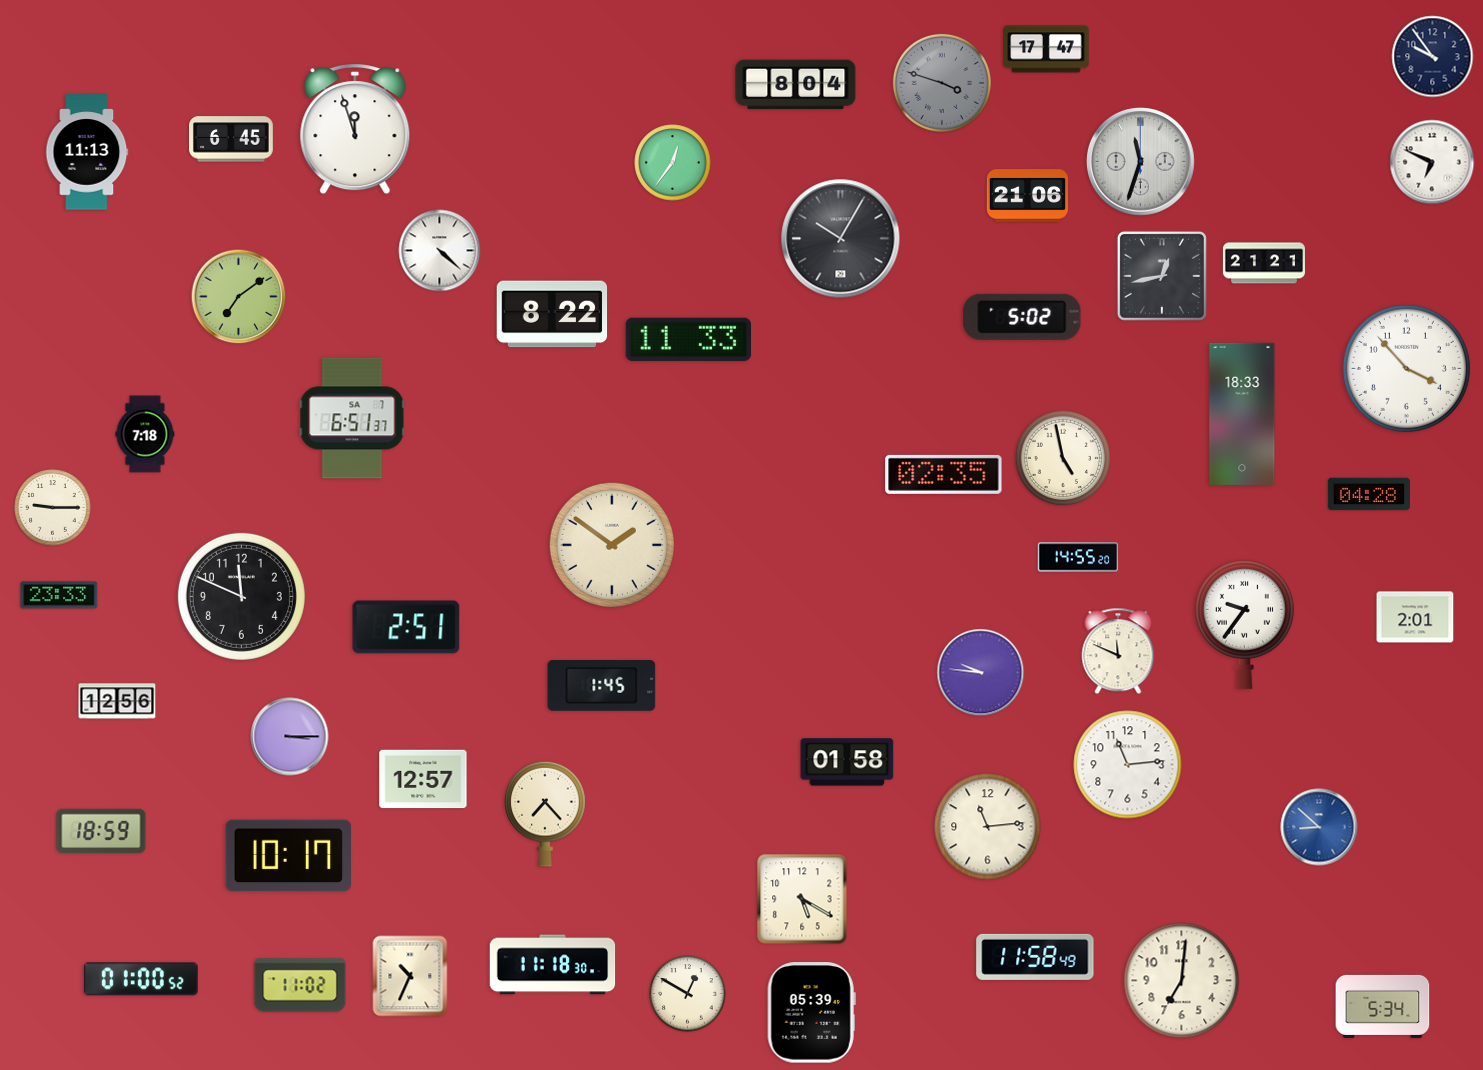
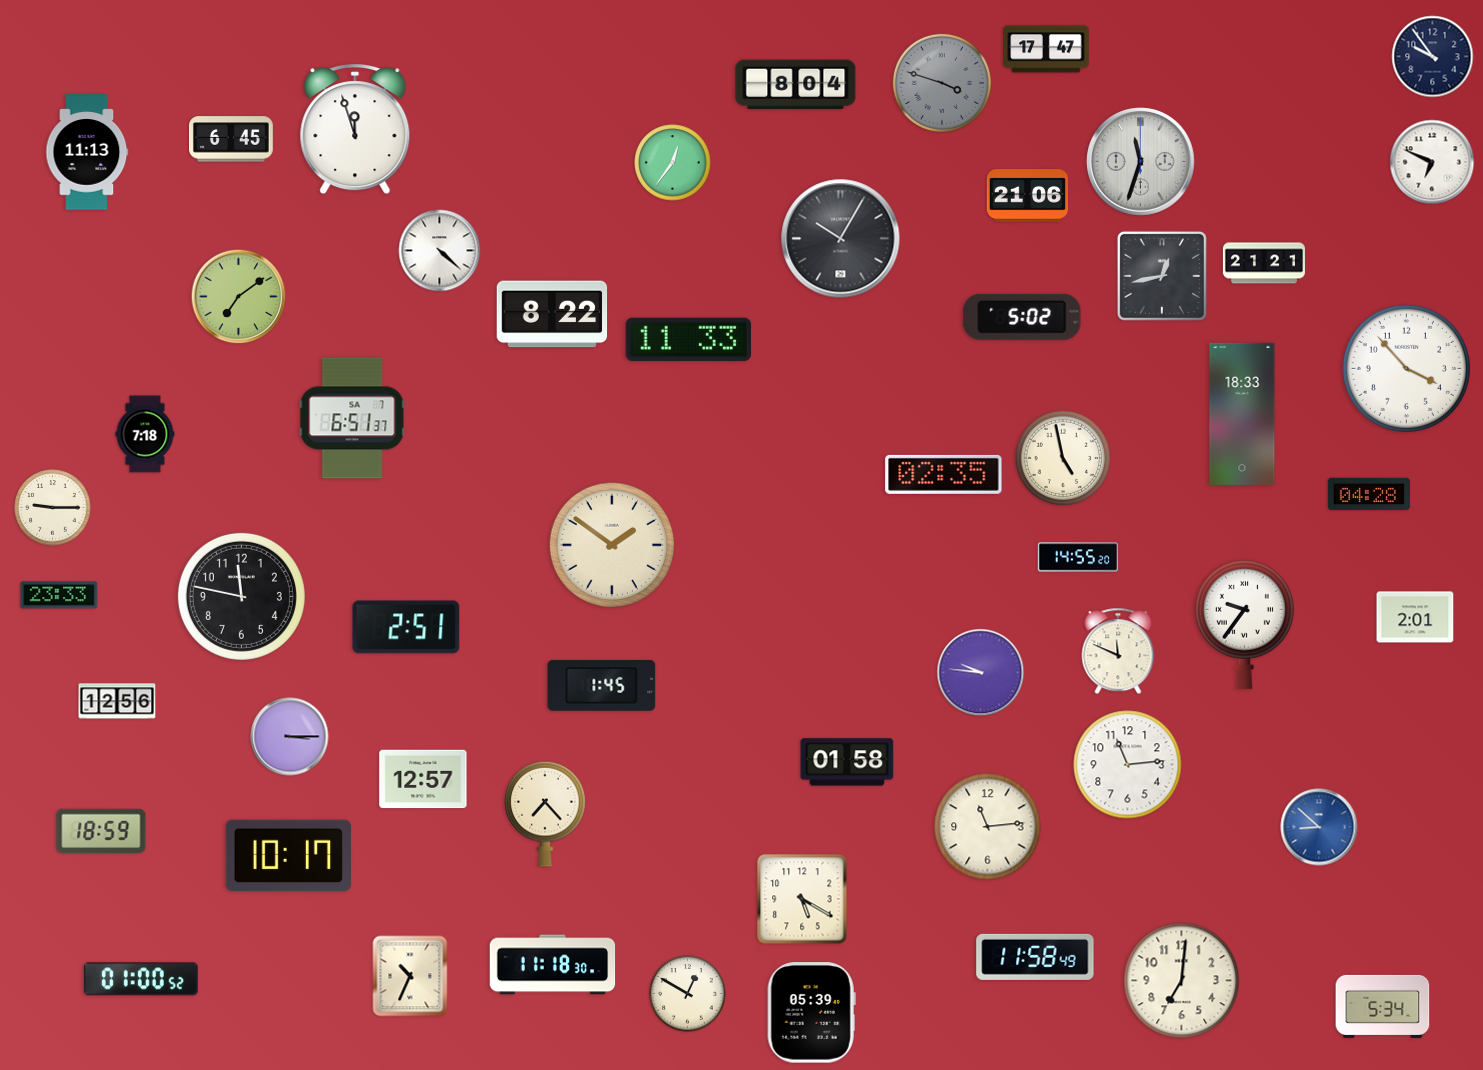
clock at (241, 596): 11:49 -> 11:47
clock at (300, 985): 11:02 -> none
